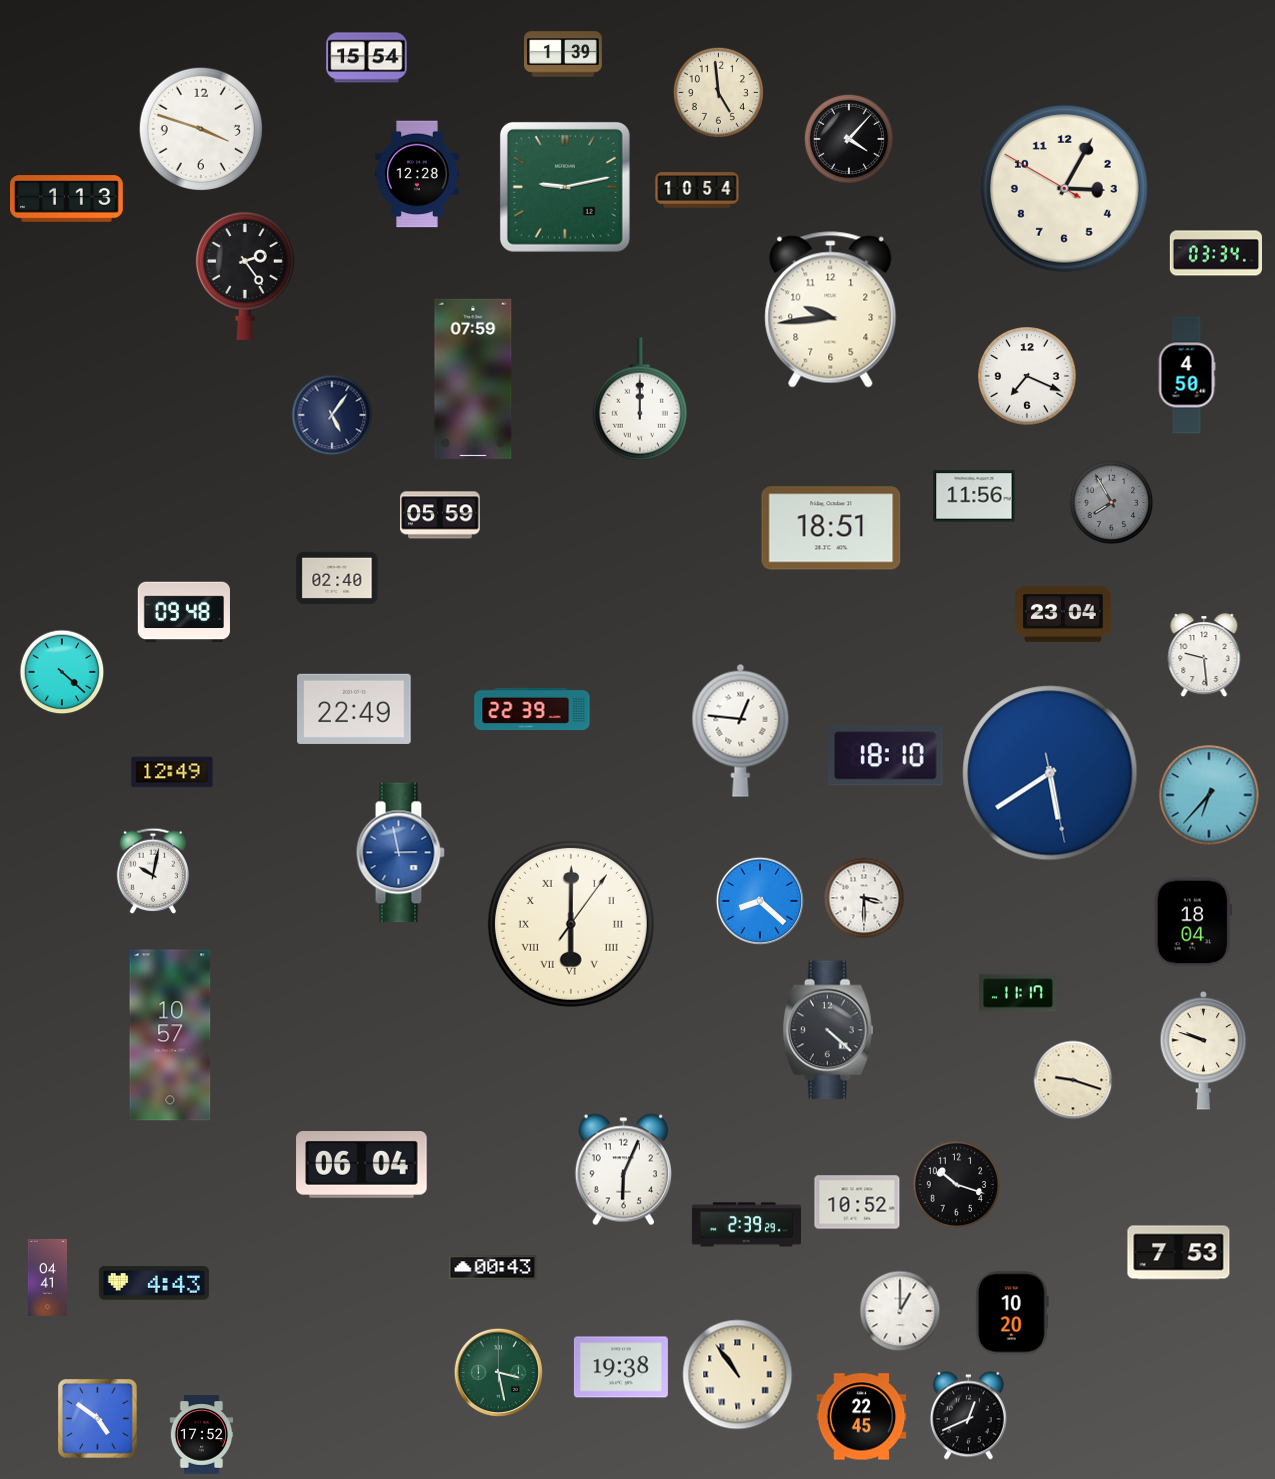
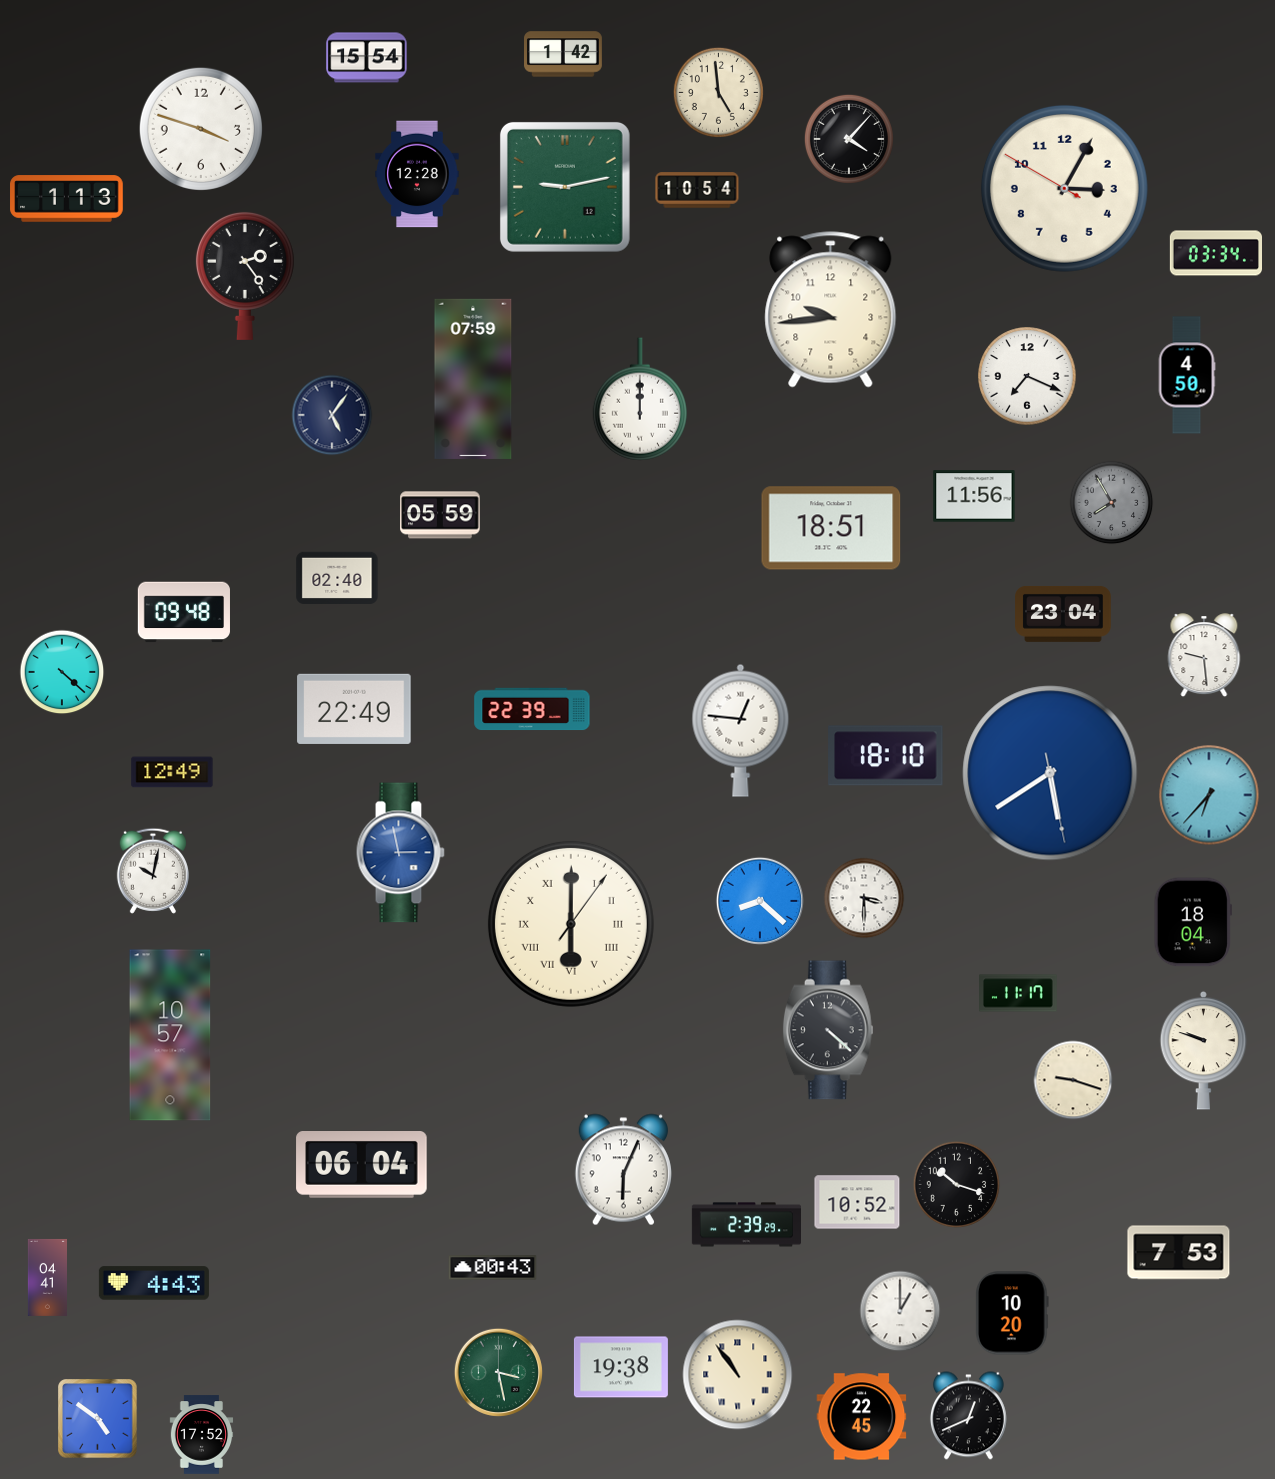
clock at (564, 54): 1:39 -> 1:42
